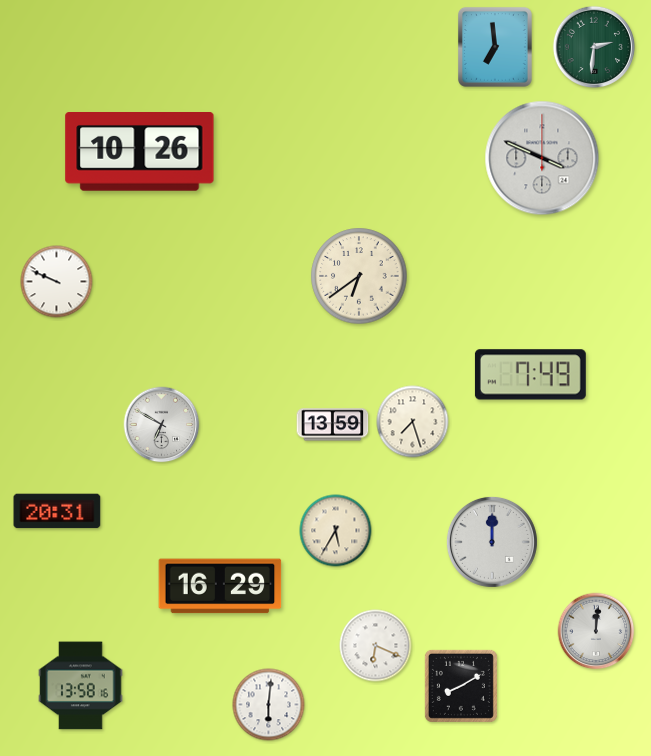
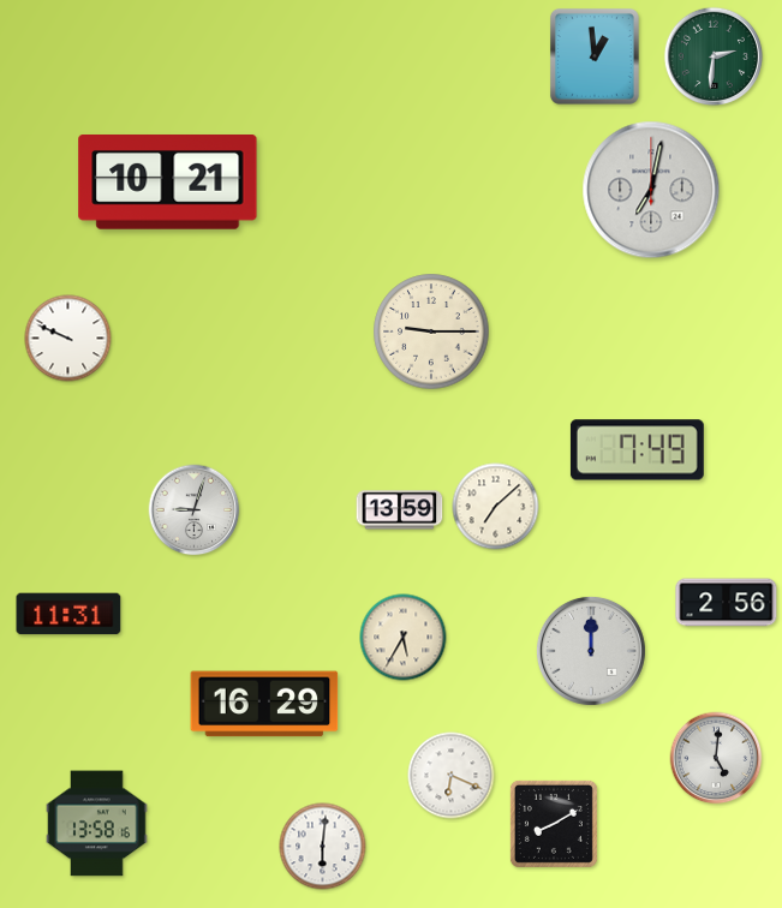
clock at (495, 47): 6:59 -> 12:59
clock at (140, 152): 10:26 -> 10:21
clock at (542, 158): 3:49 -> 7:02
clock at (359, 276): 6:39 -> 9:15
clock at (413, 422): 7:27 -> 7:08
clock at (162, 425): 6:50 -> 9:03
clock at (727, 603): none -> 2:56
clock at (57, 511): 20:31 -> 11:31
clock at (596, 631): 12:01 -> 5:01
